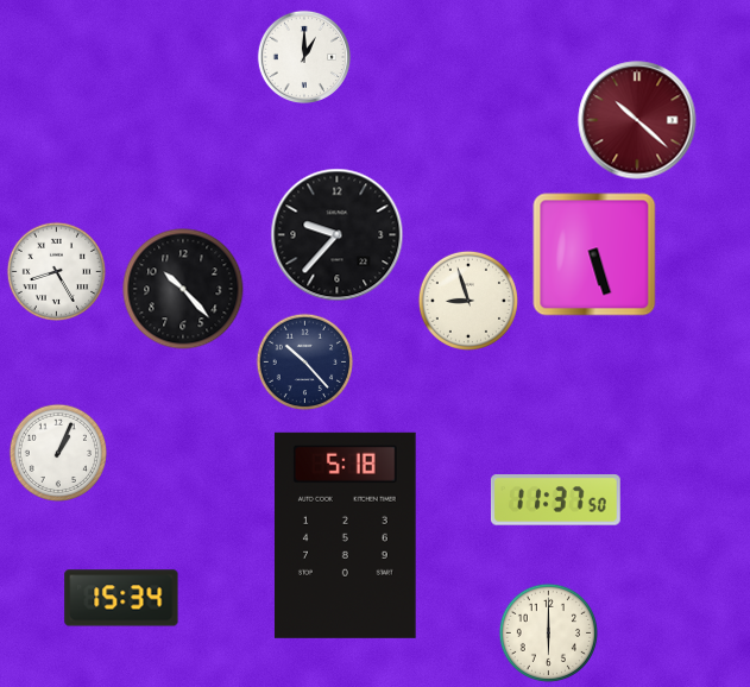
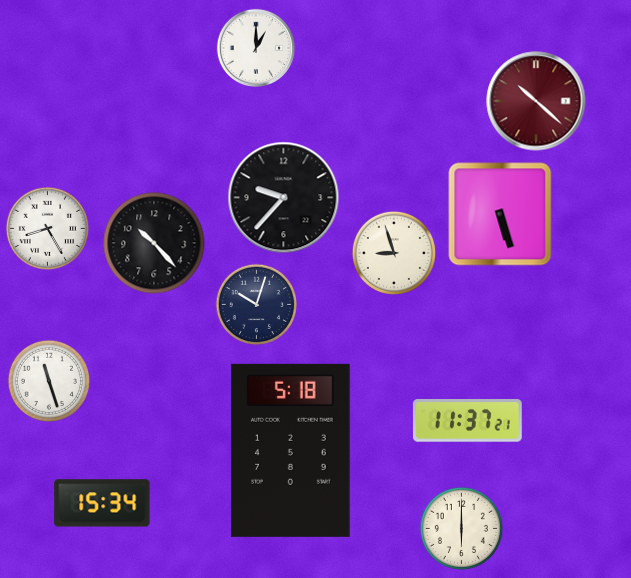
clock at (305, 363): 10:23 -> 10:03
clock at (57, 453): 1:04 -> 11:27
clock at (555, 500): 11:37:50 -> 11:37:21
clock at (548, 632) position: (548, 632) -> (461, 528)
